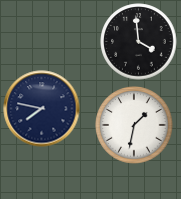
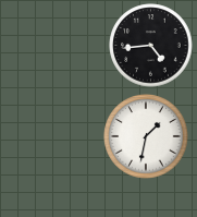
clock at (139, 42): 3:59 -> 4:44
clock at (42, 109): 7:47 -> none
